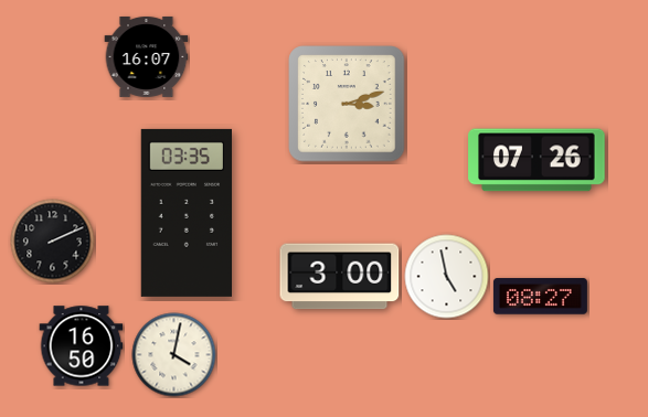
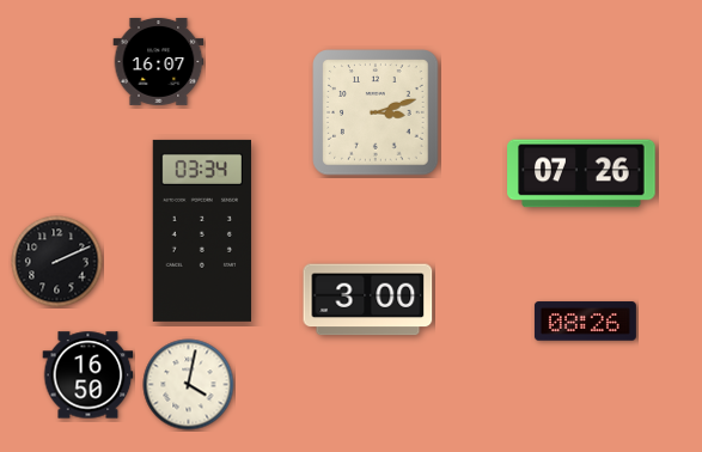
clock at (185, 213): 03:35 -> 03:34
clock at (447, 277): 4:58 -> none
clock at (540, 297): 08:27 -> 08:26
